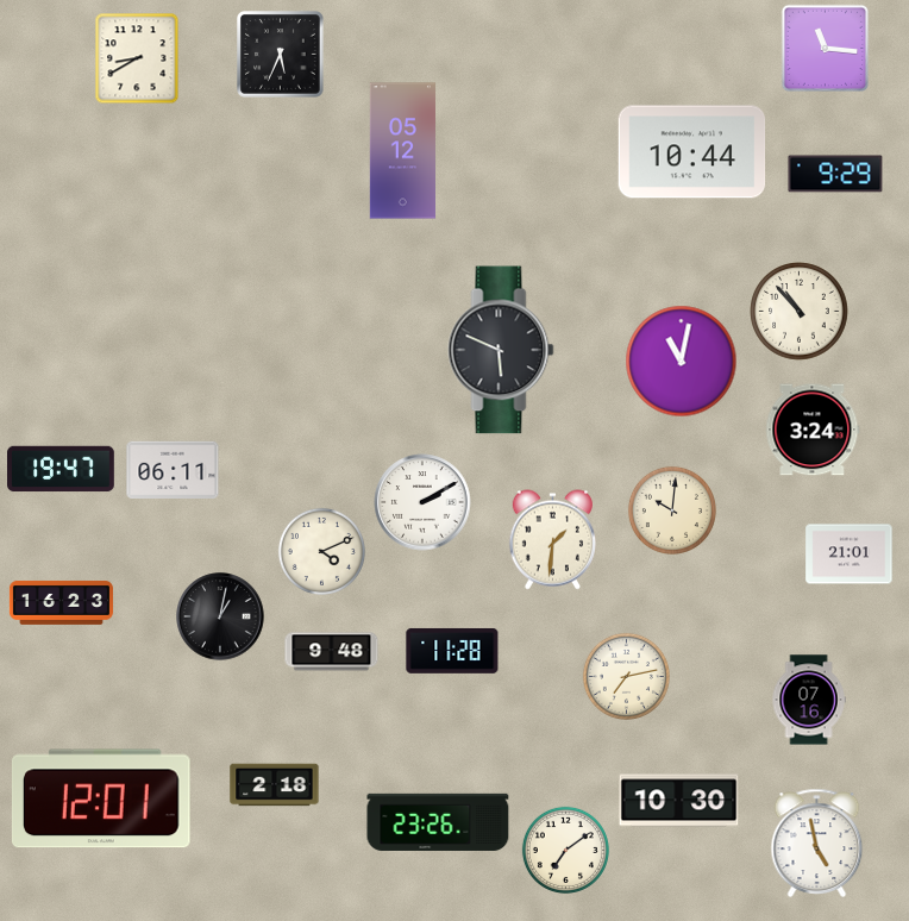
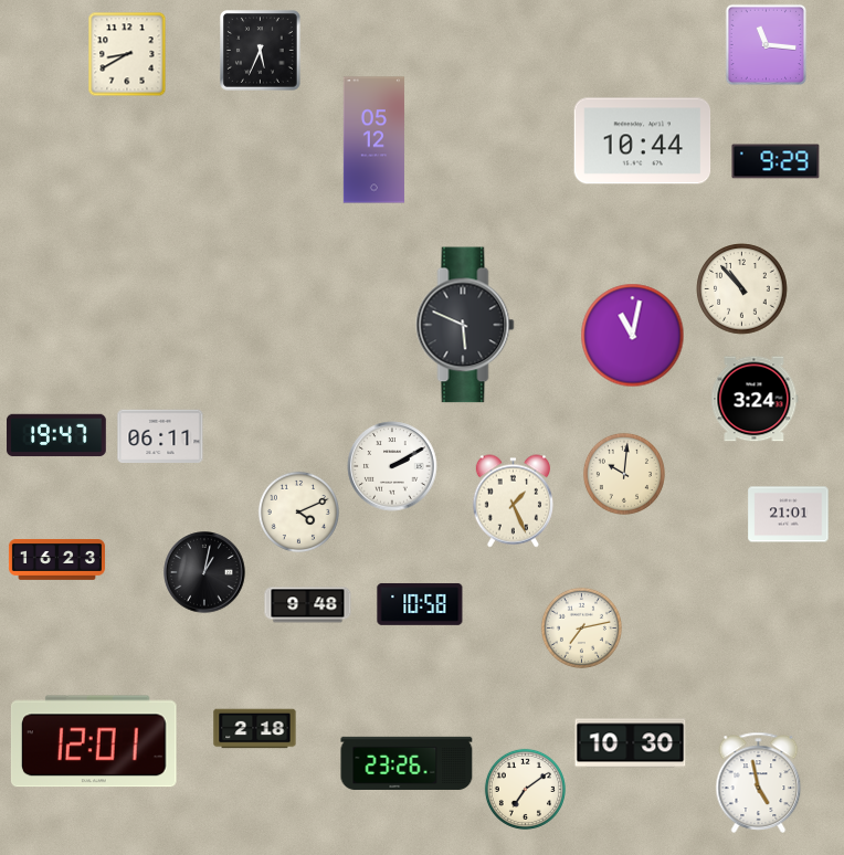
clock at (552, 540): 1:31 -> 1:26
clock at (452, 651): 11:28 -> 10:58
clock at (809, 700): 07:16 -> none
